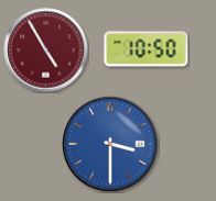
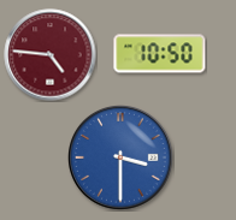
clock at (46, 51): 4:55 -> 4:46
